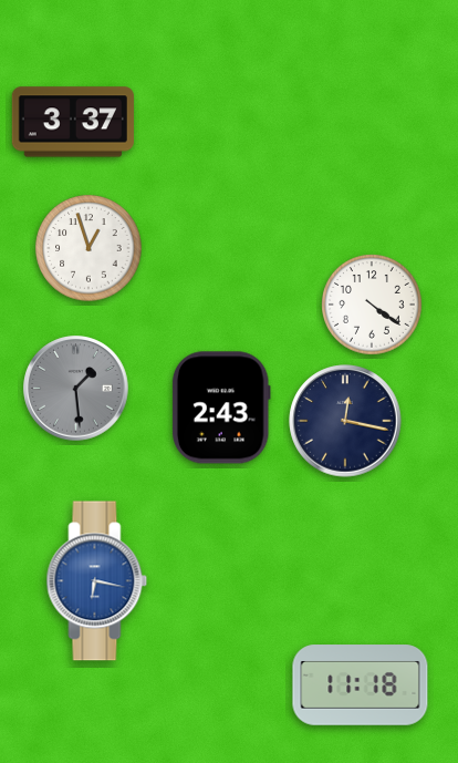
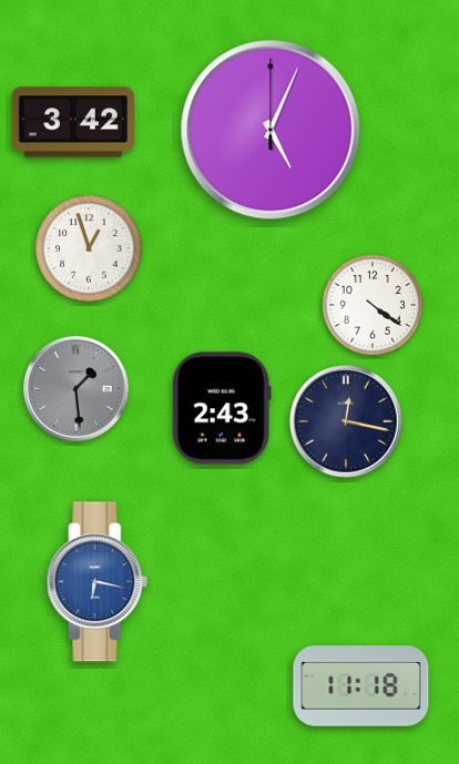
clock at (73, 122): 3:37 -> 3:42
clock at (271, 130): none -> 5:04
